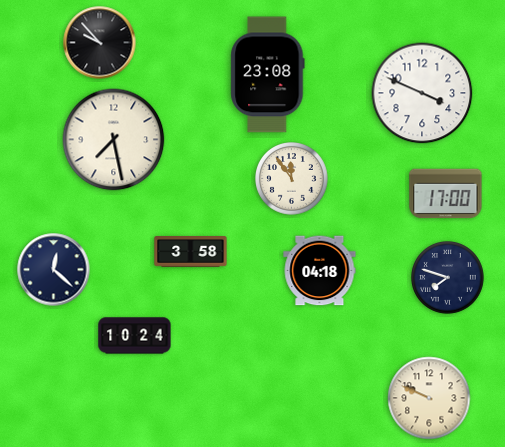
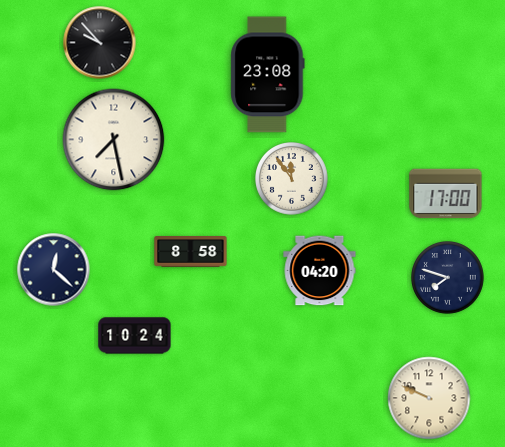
clock at (422, 93): 3:49 -> none
clock at (191, 252): 3:58 -> 8:58
clock at (320, 271): 04:18 -> 04:20
